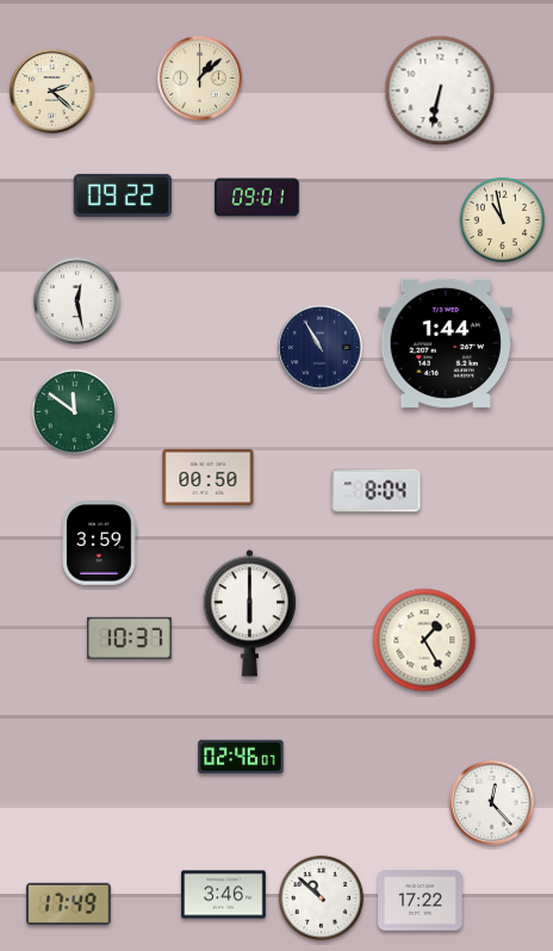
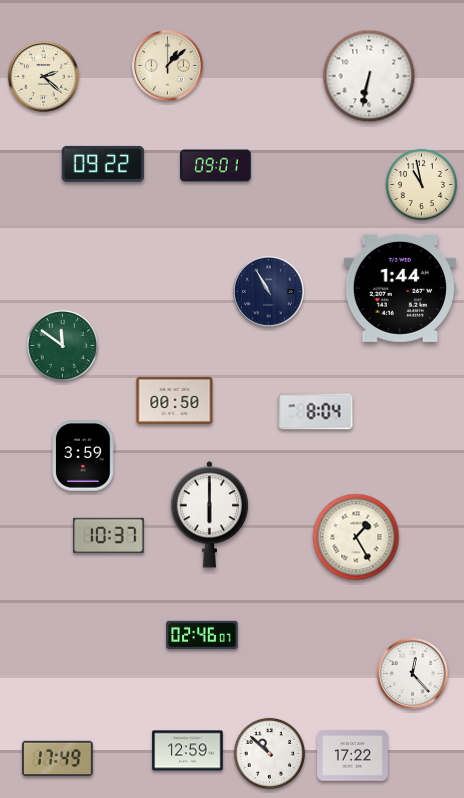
clock at (77, 302): 12:28 -> none
clock at (445, 343) position: (445, 343) -> (399, 288)
clock at (224, 895): 3:46 -> 12:59
